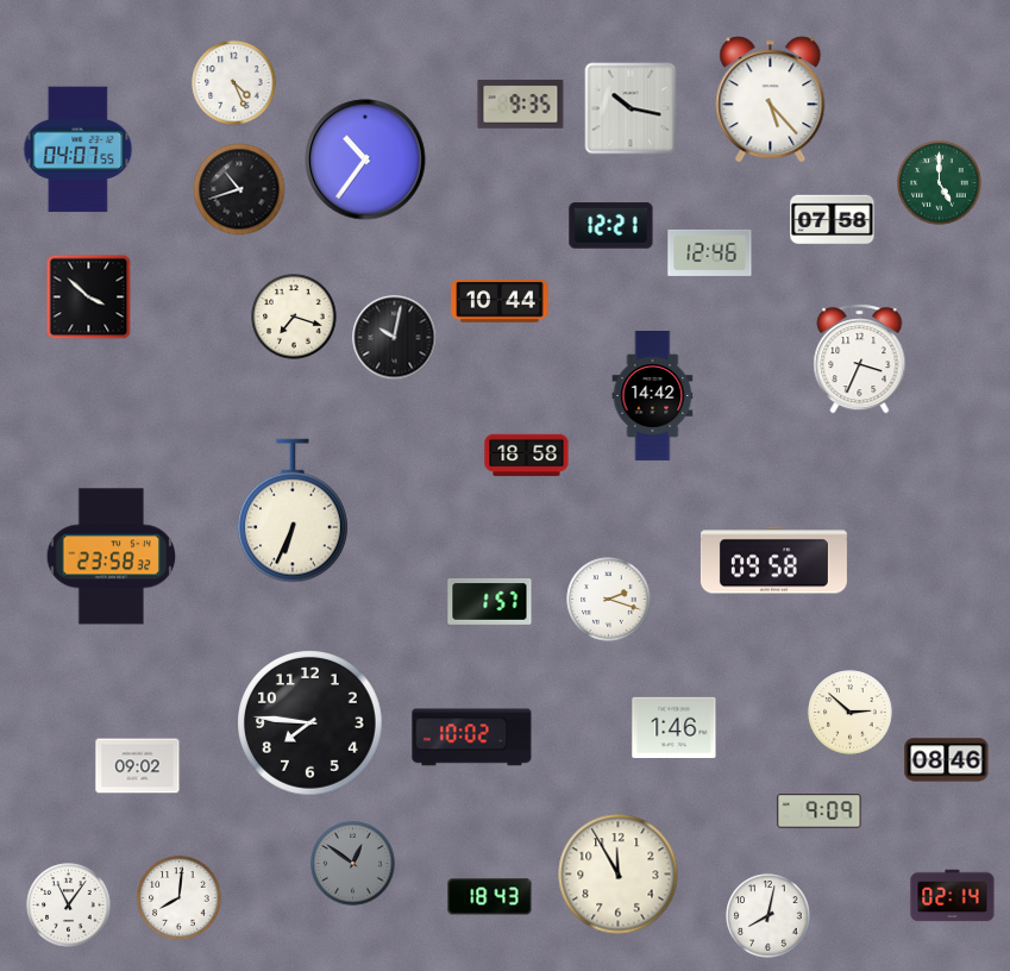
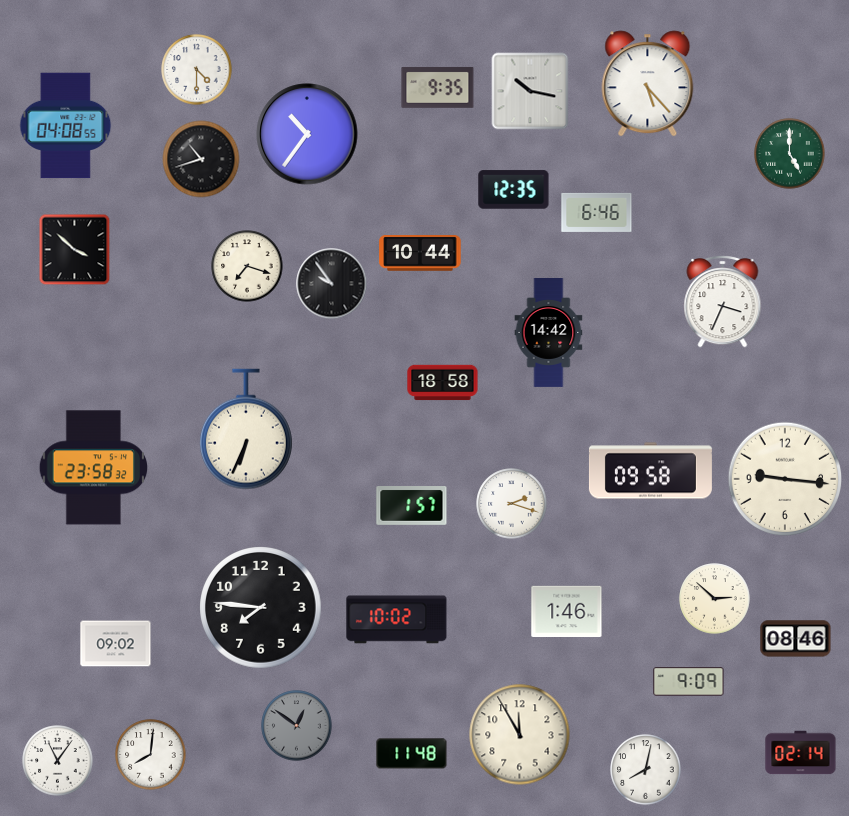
clock at (234, 83): 4:26 -> 4:30
clock at (79, 150): 04:07 -> 04:08
clock at (833, 220): 07:58 -> none
clock at (611, 226): 12:21 -> 12:35
clock at (710, 252): 12:46 -> 6:46
clock at (395, 338): 10:02 -> 9:54
clock at (785, 479): none -> 9:16
clock at (490, 897): 18:43 -> 11:48
